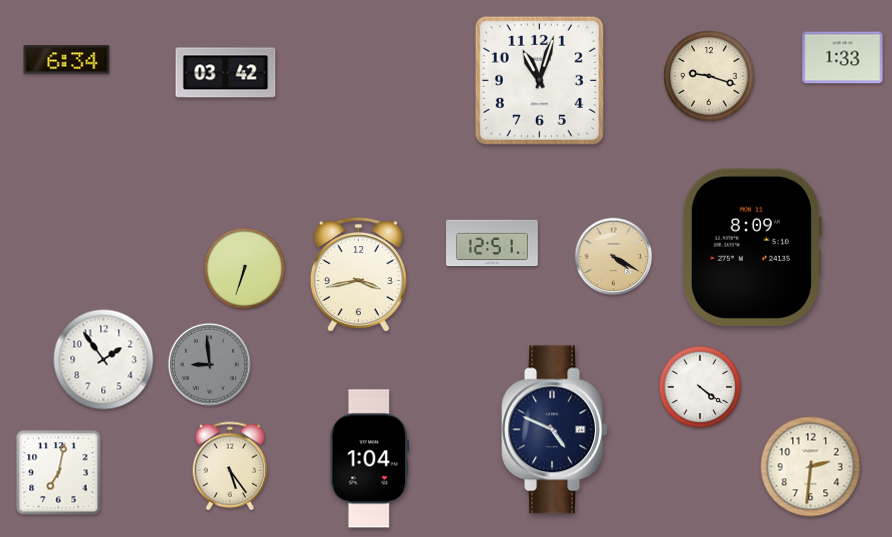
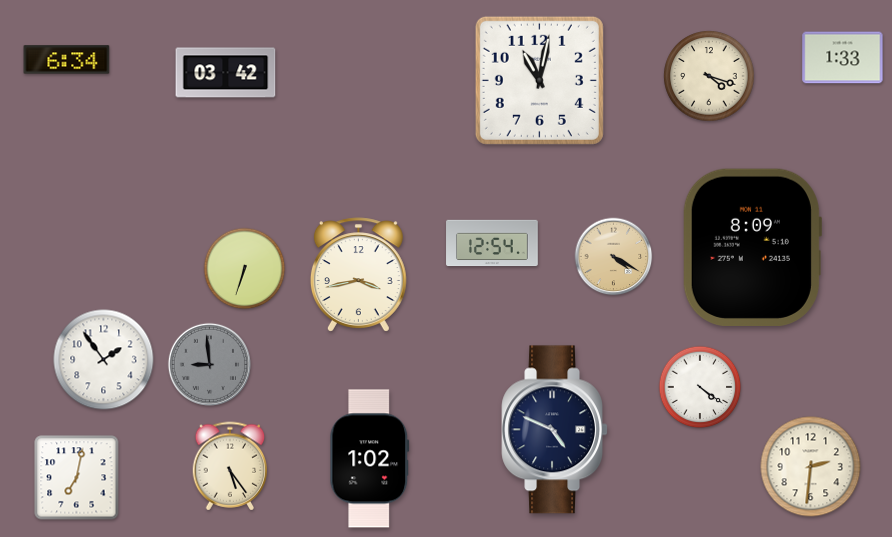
clock at (709, 76): 9:18 -> 4:18
clock at (539, 80): 11:03 -> 11:02
clock at (492, 243): 12:51 -> 12:54
clock at (370, 459): 1:04 -> 1:02
clock at (59, 473) position: (59, 473) -> (77, 478)
